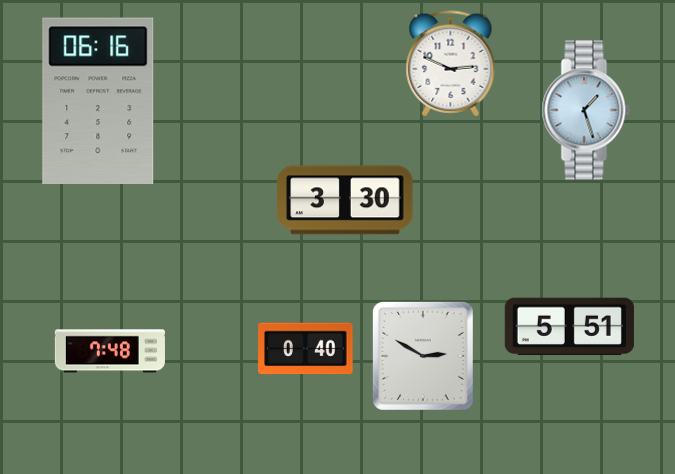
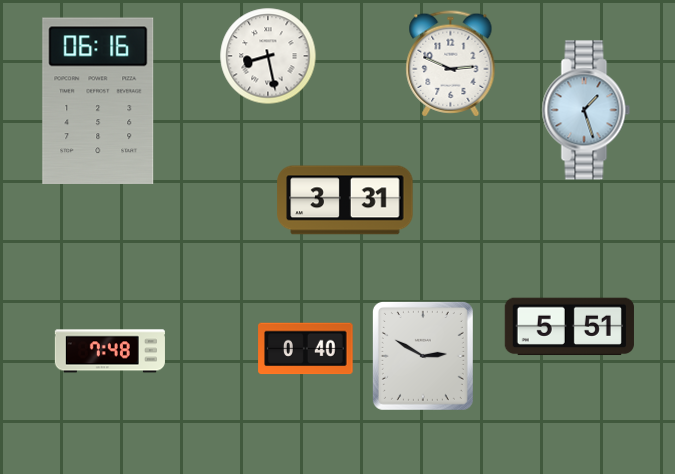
clock at (268, 56): none -> 8:28
clock at (345, 200): 3:30 -> 3:31
